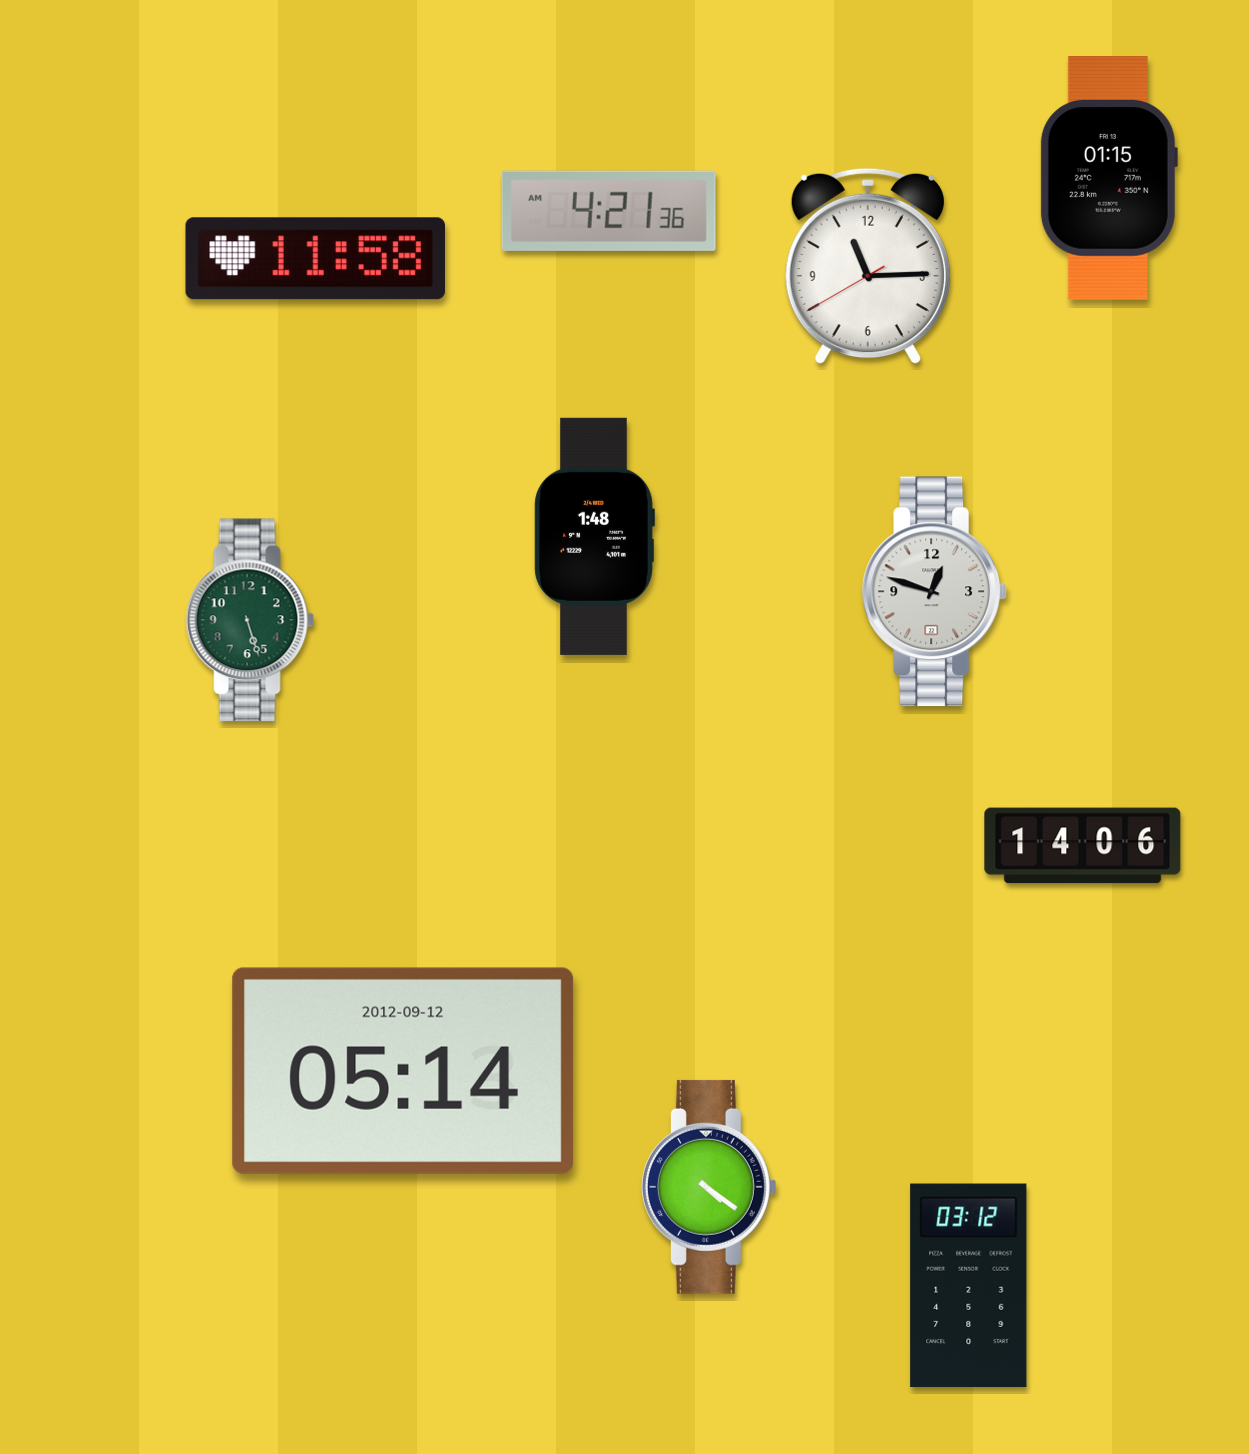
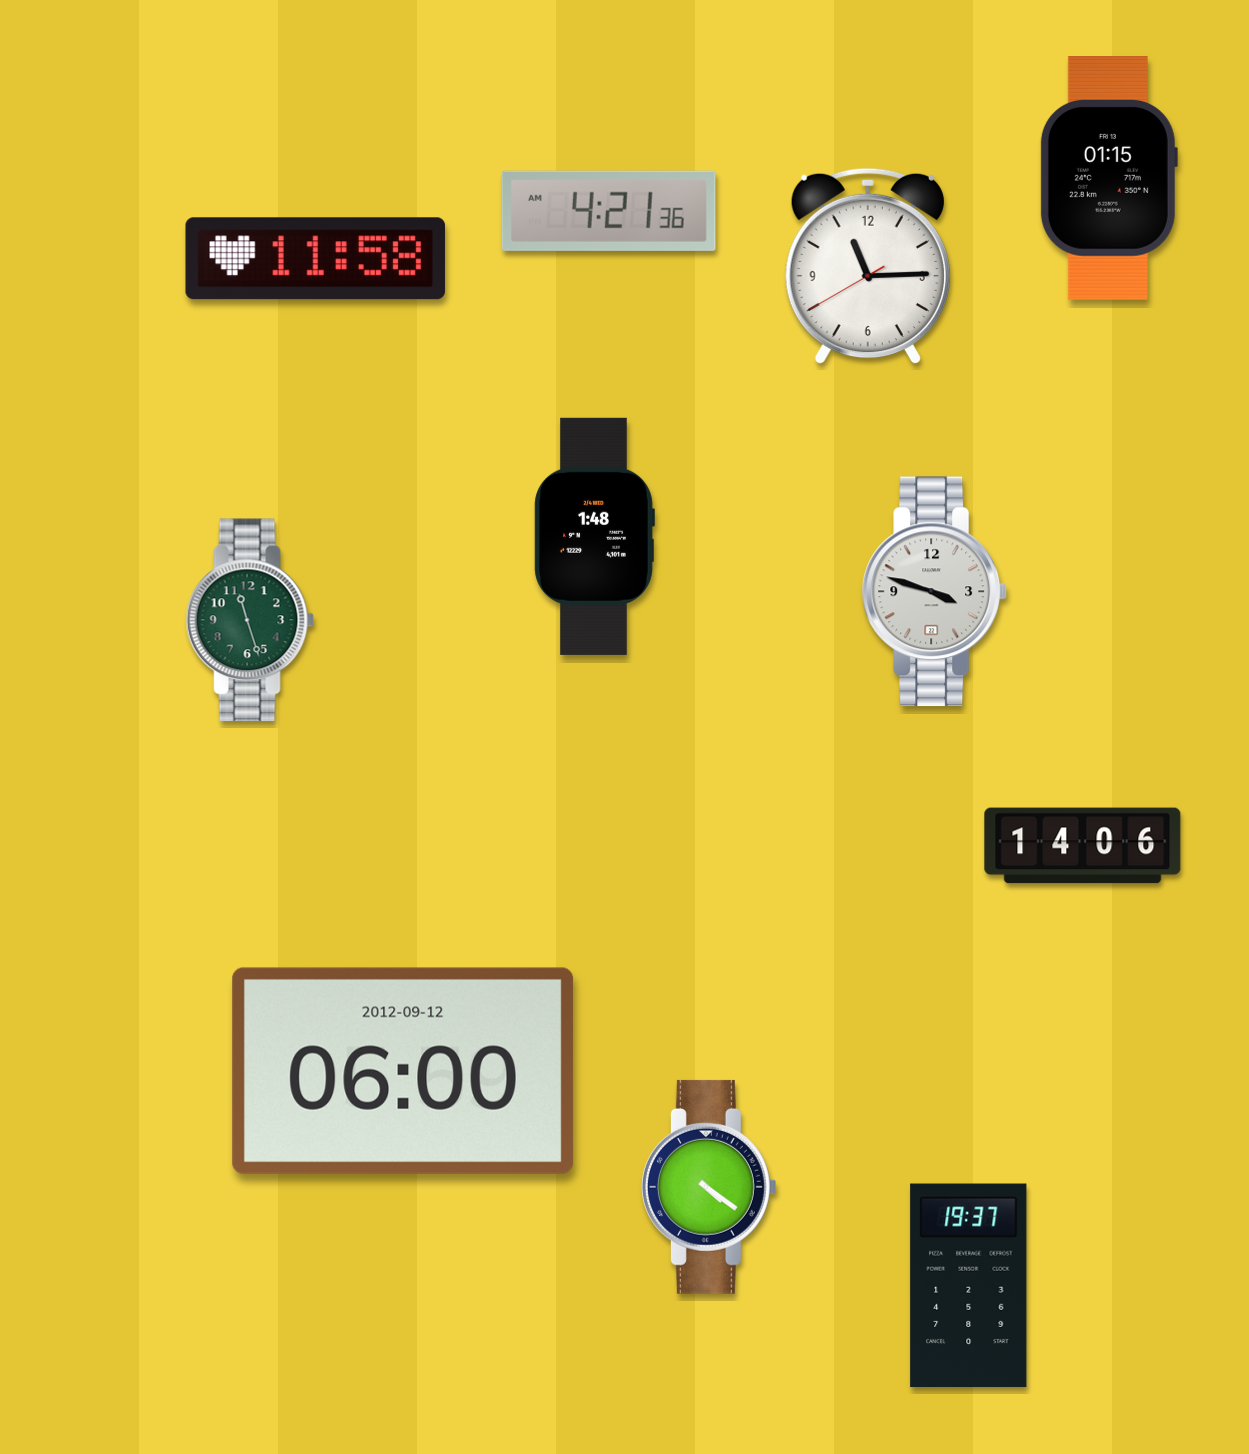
clock at (934, 592): 12:48 -> 3:48
clock at (250, 620): 5:27 -> 11:27
clock at (403, 1071): 05:14 -> 06:00
clock at (969, 1286): 03:12 -> 19:37
